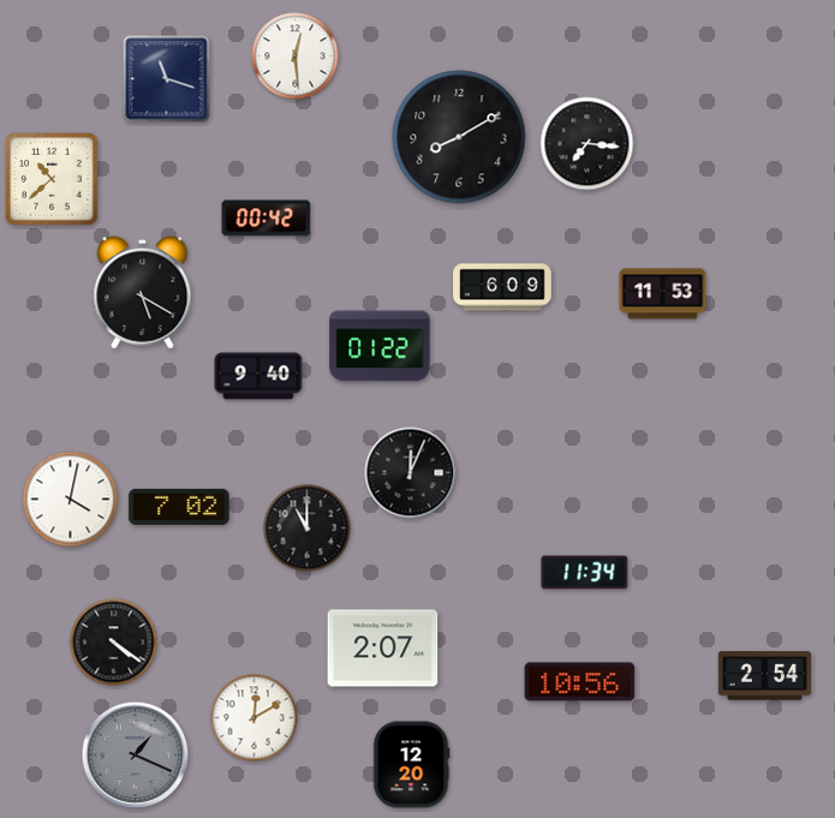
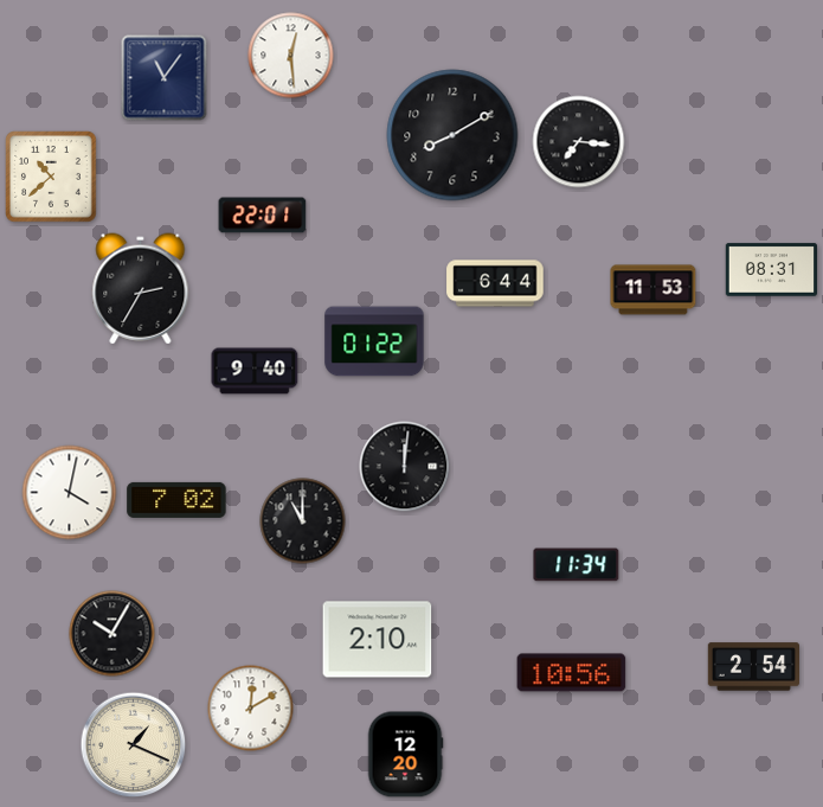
clock at (167, 79): 11:18 -> 11:06
clock at (267, 219): 00:42 -> 22:01
clock at (771, 270): none -> 08:31
clock at (502, 287): 6:09 -> 6:44
clock at (143, 293): 5:20 -> 2:35
clock at (411, 473): 12:04 -> 12:01
clock at (114, 643): 4:21 -> 10:05
clock at (383, 649): 2:07 -> 2:10
clock at (136, 756) dial: grey -> cream
